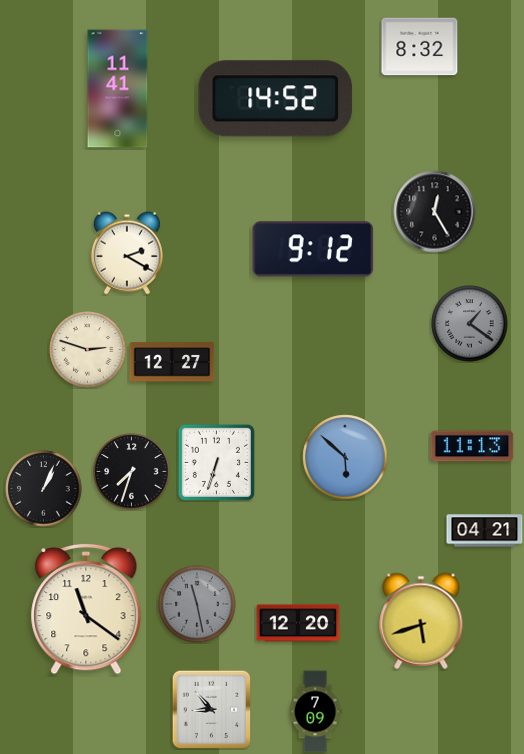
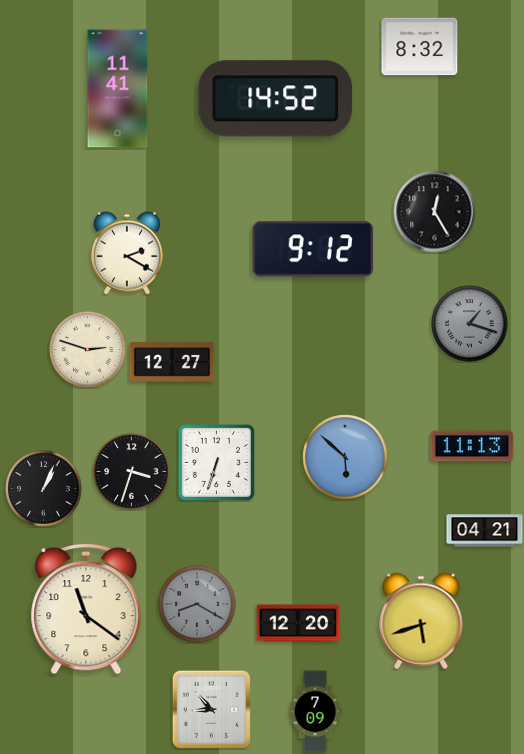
clock at (470, 324): 1:21 -> 1:18
clock at (132, 472): 7:33 -> 3:33
clock at (197, 604): 11:28 -> 8:20
